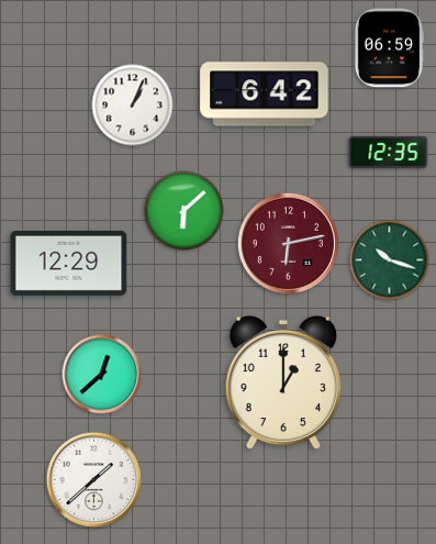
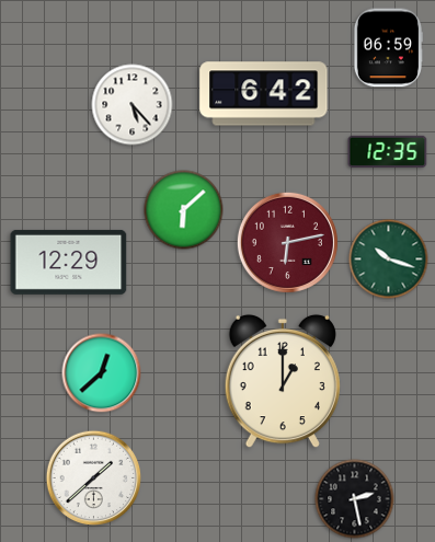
clock at (133, 106): 1:04 -> 5:23
clock at (355, 499): none -> 2:28
